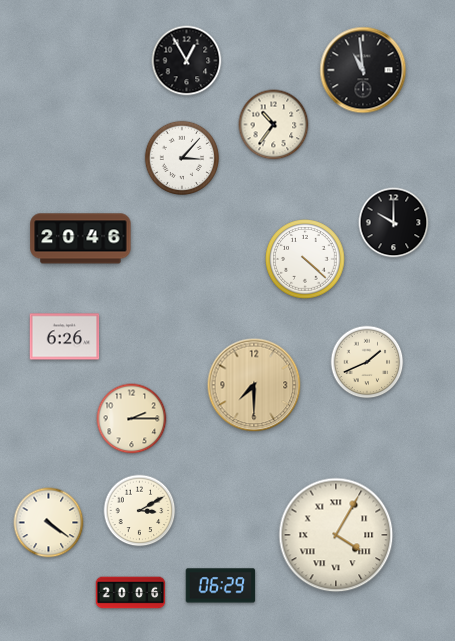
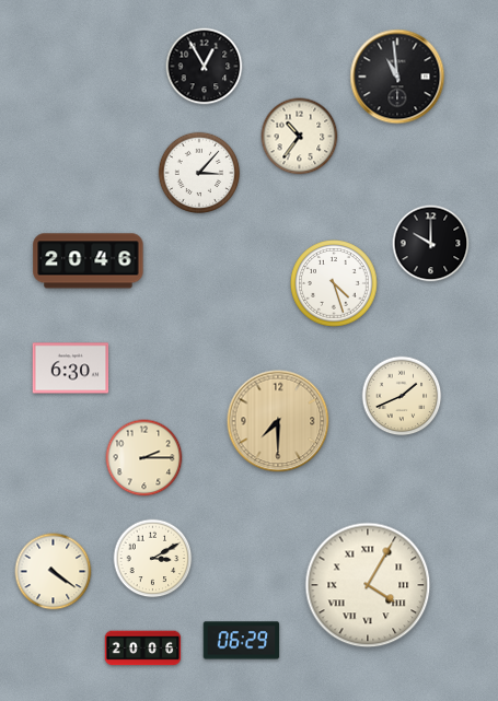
clock at (305, 259): 4:22 -> 4:27
clock at (65, 337): 6:26 -> 6:30
